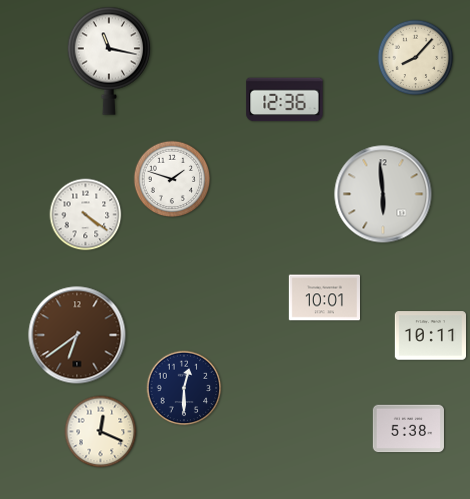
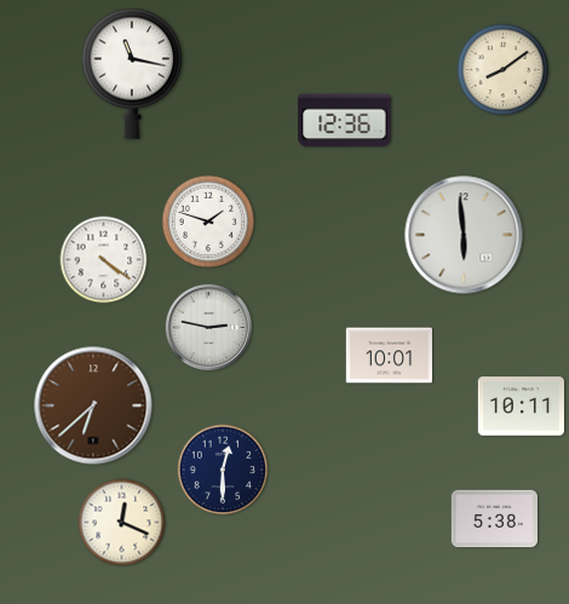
clock at (416, 58): 8:07 -> 8:09
clock at (172, 179) position: (172, 179) -> (208, 222)
clock at (208, 327): none -> 2:47
clock at (324, 298) position: (324, 298) -> (389, 356)
clock at (77, 335): 6:39 -> 6:38
